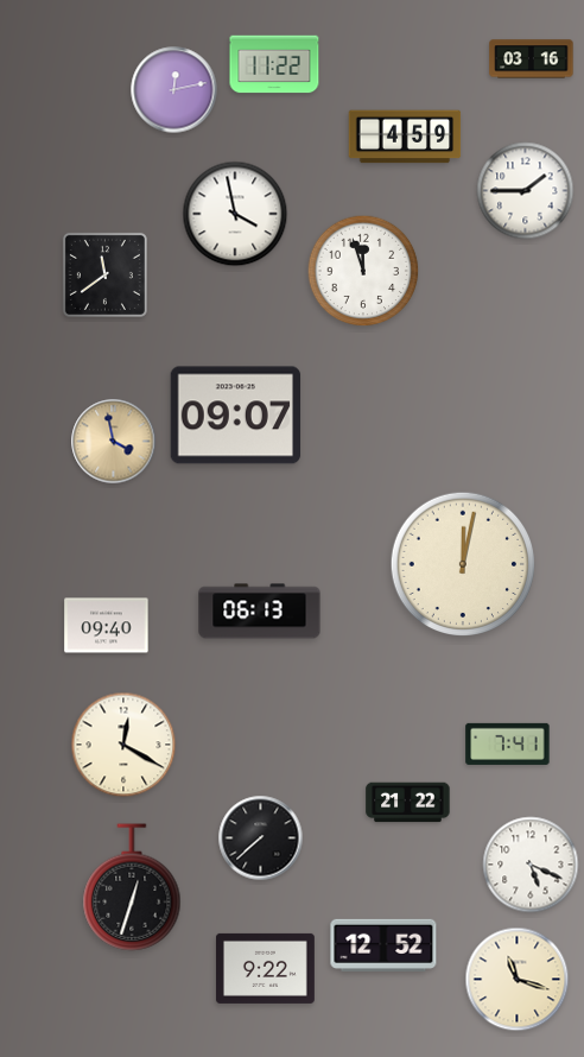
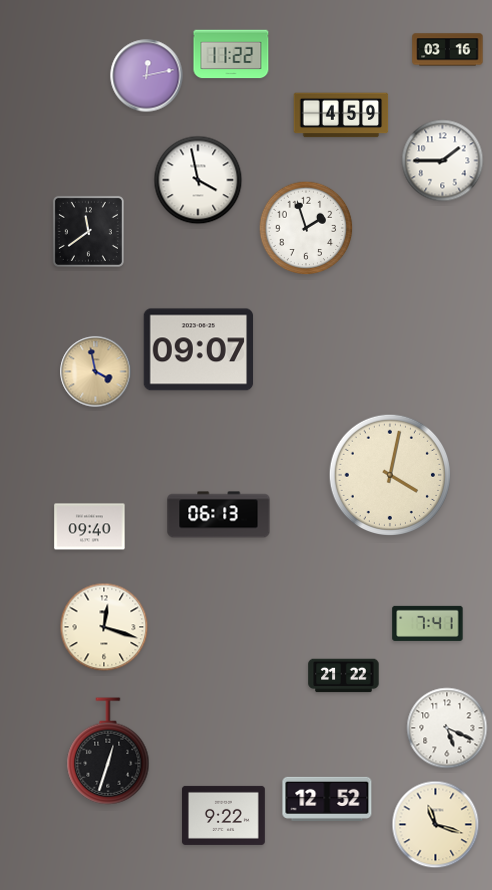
clock at (363, 271): 11:57 -> 1:57
clock at (462, 563): 12:02 -> 4:02
clock at (508, 743) position: (508, 743) -> (428, 623)
clock at (123, 745): 12:20 -> 12:18
clock at (261, 838): 7:38 -> none
clock at (132, 887) position: (132, 887) -> (108, 751)
clock at (383, 945) position: (383, 945) -> (327, 799)
